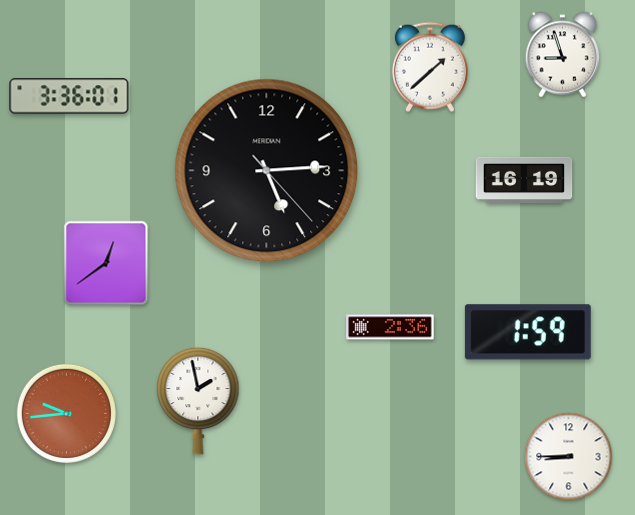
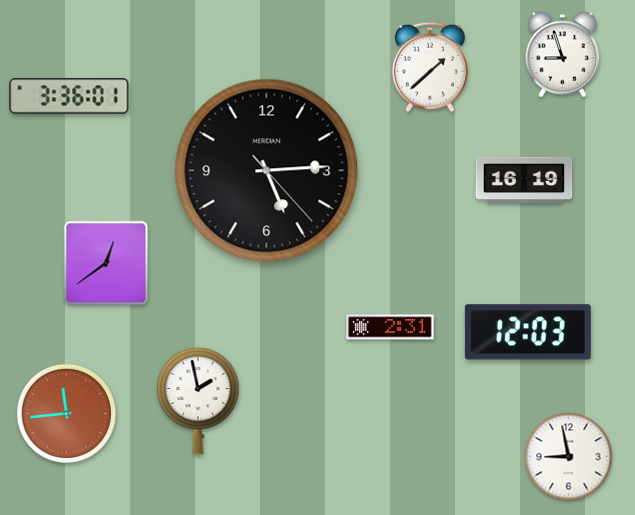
clock at (390, 327): 2:36 -> 2:31
clock at (528, 332): 1:59 -> 12:03
clock at (66, 413): 9:44 -> 11:44
clock at (569, 457): 8:45 -> 8:58
